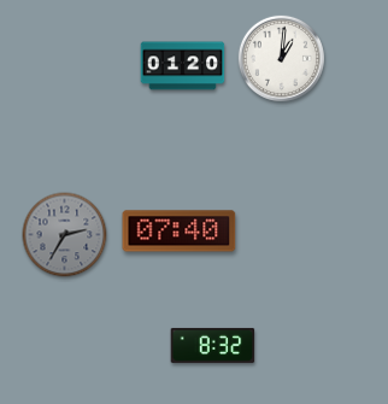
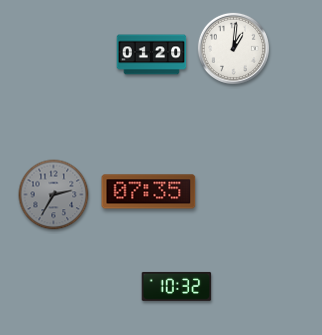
clock at (180, 232): 07:40 -> 07:35
clock at (213, 345): 8:32 -> 10:32
